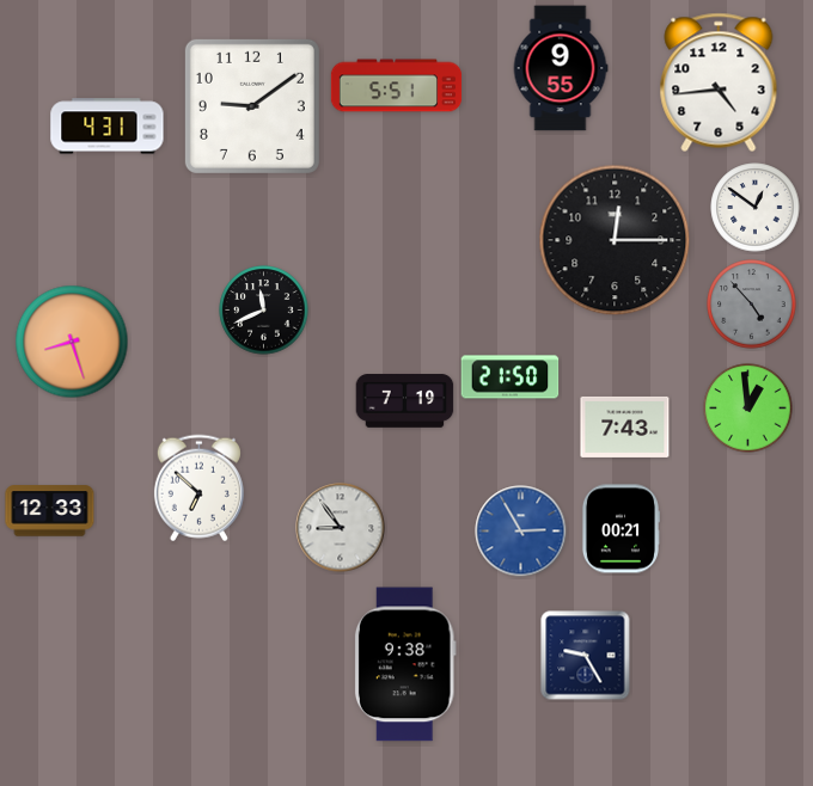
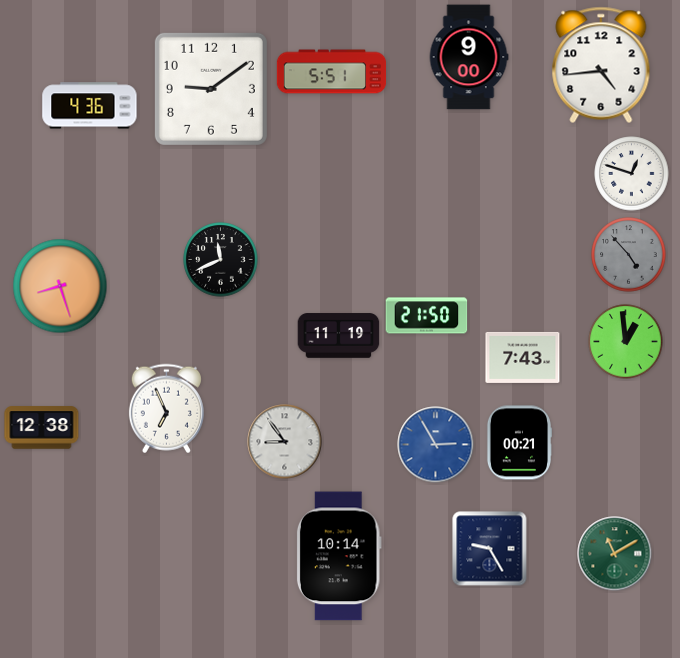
clock at (561, 68): 9:55 -> 9:00
clock at (719, 82) position: (719, 82) -> (601, 65)
clock at (108, 127): 4:31 -> 4:36
clock at (756, 208): 12:51 -> 12:48
clock at (615, 240): 12:15 -> none
clock at (405, 401): 7:19 -> 11:19
clock at (198, 489): 6:52 -> 6:56
clock at (50, 511): 12:33 -> 12:38
clock at (615, 554): none -> 11:10
clock at (405, 664): 9:38 -> 10:14
